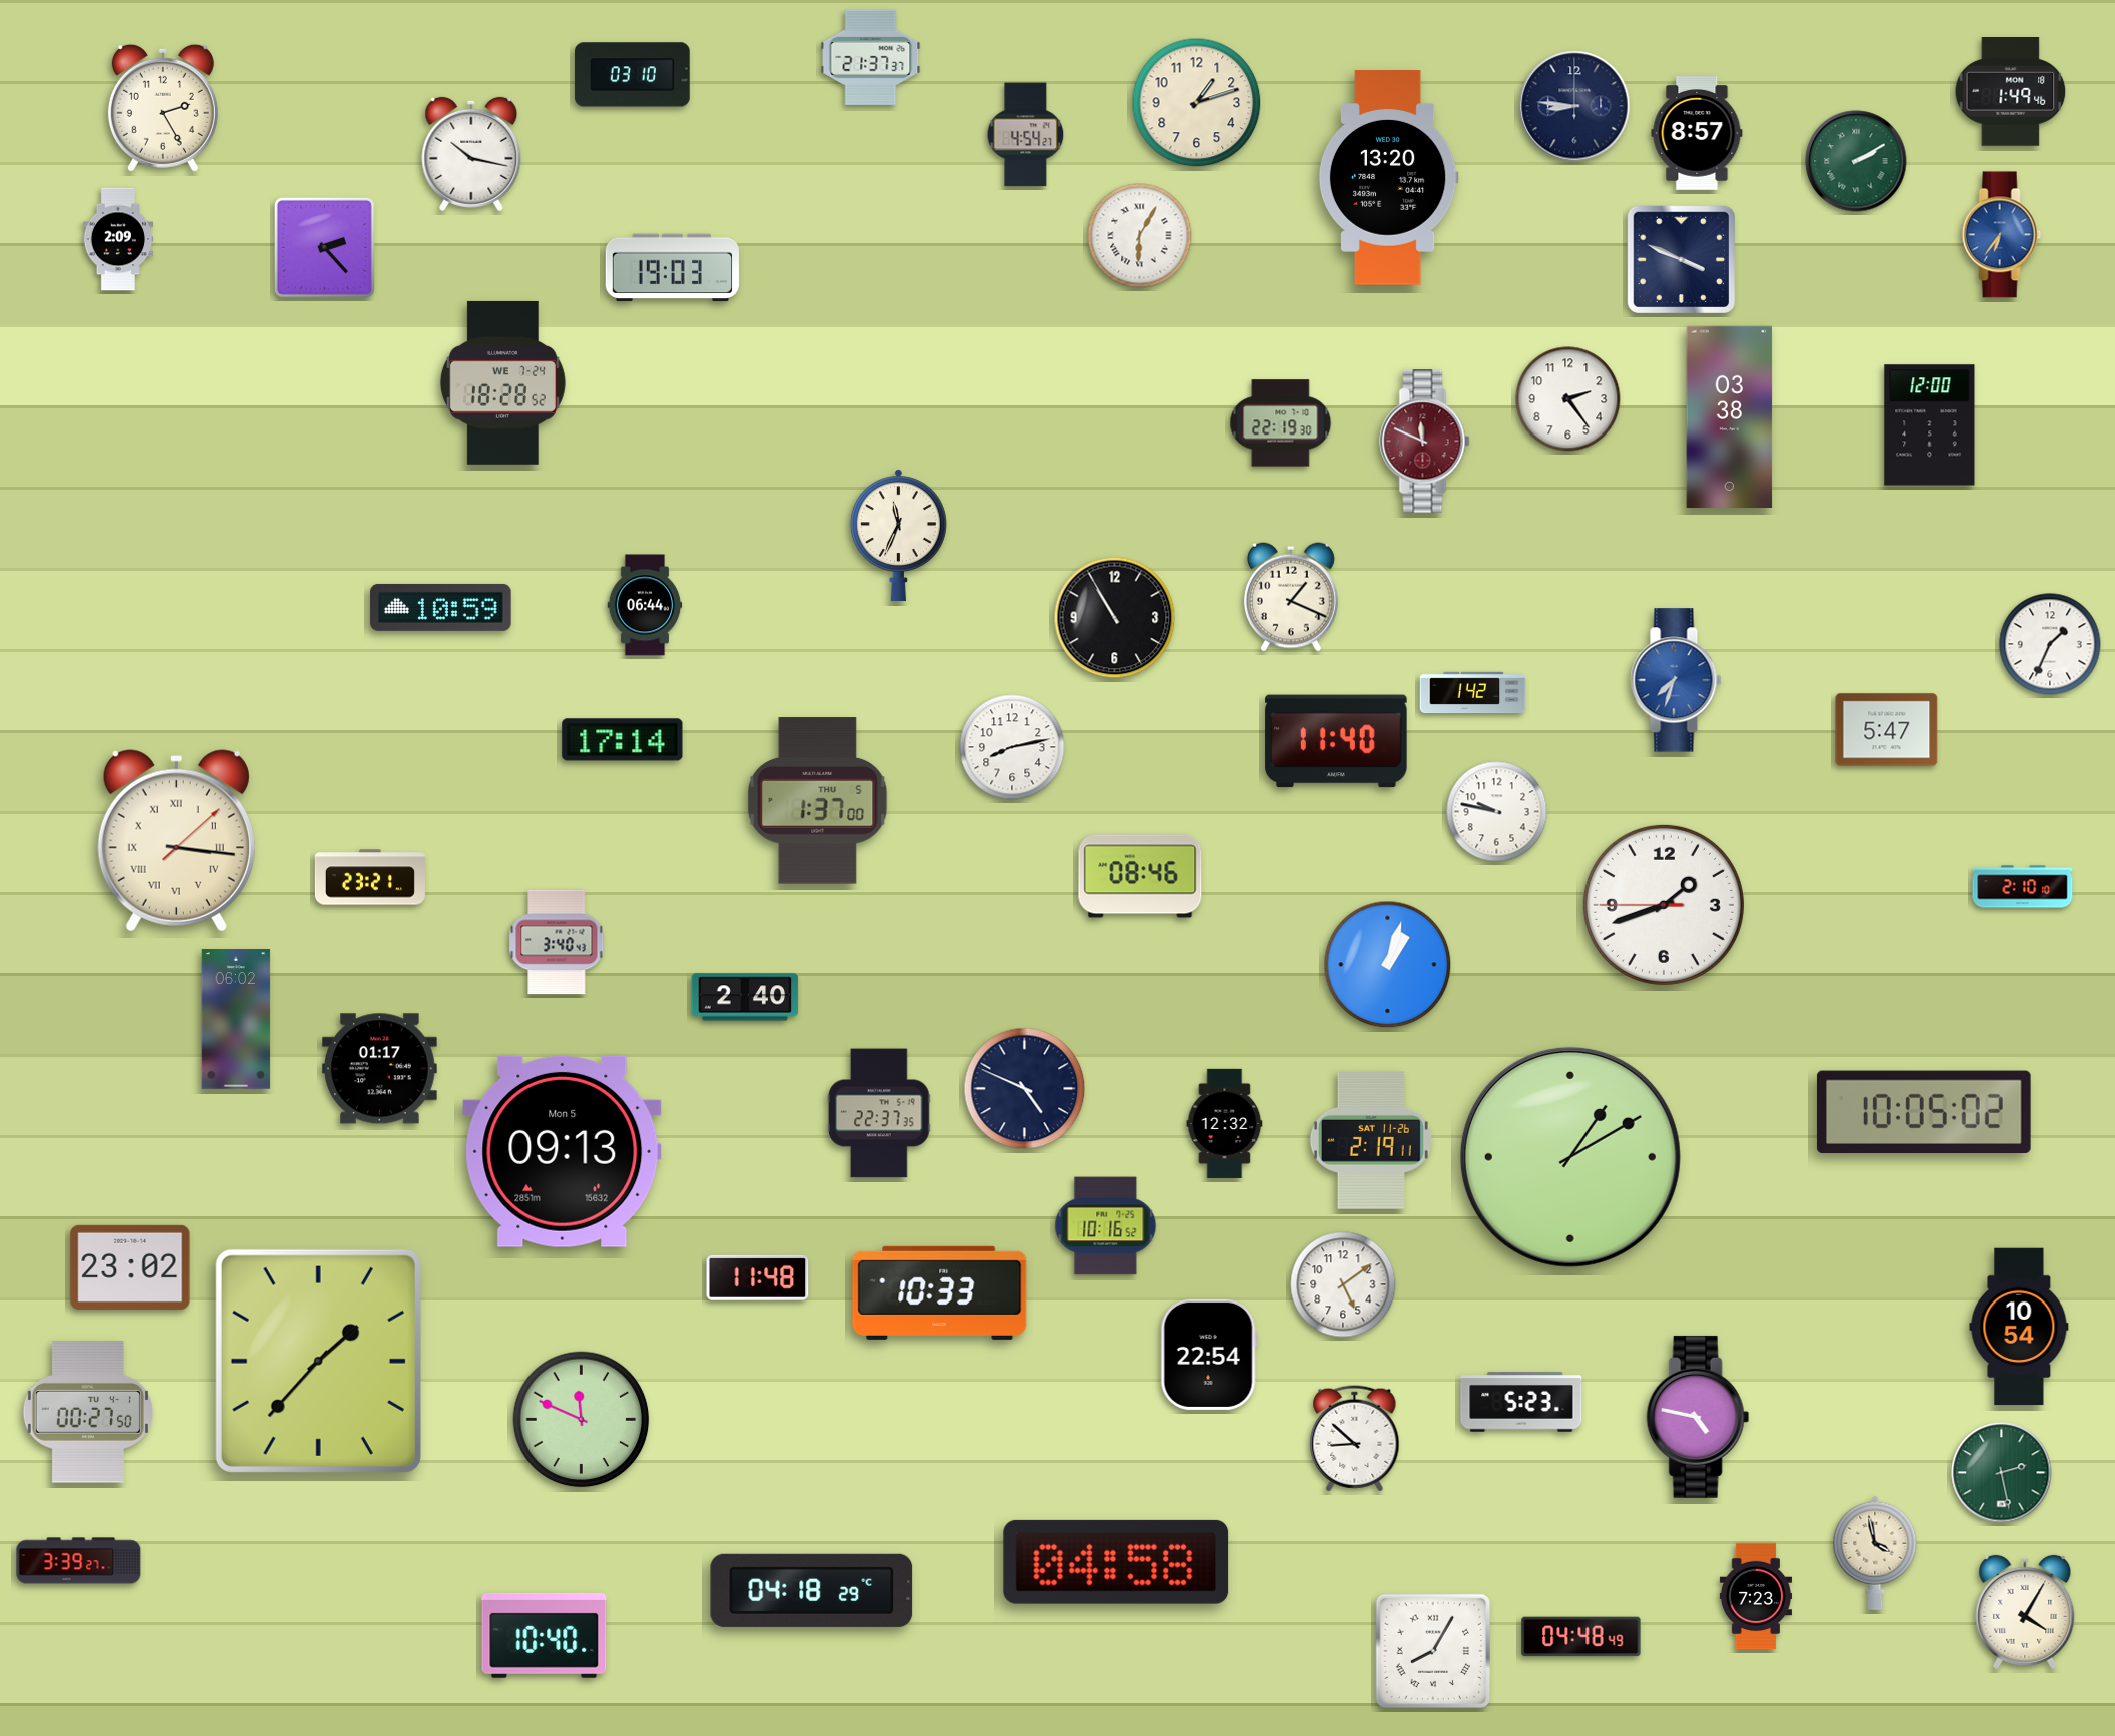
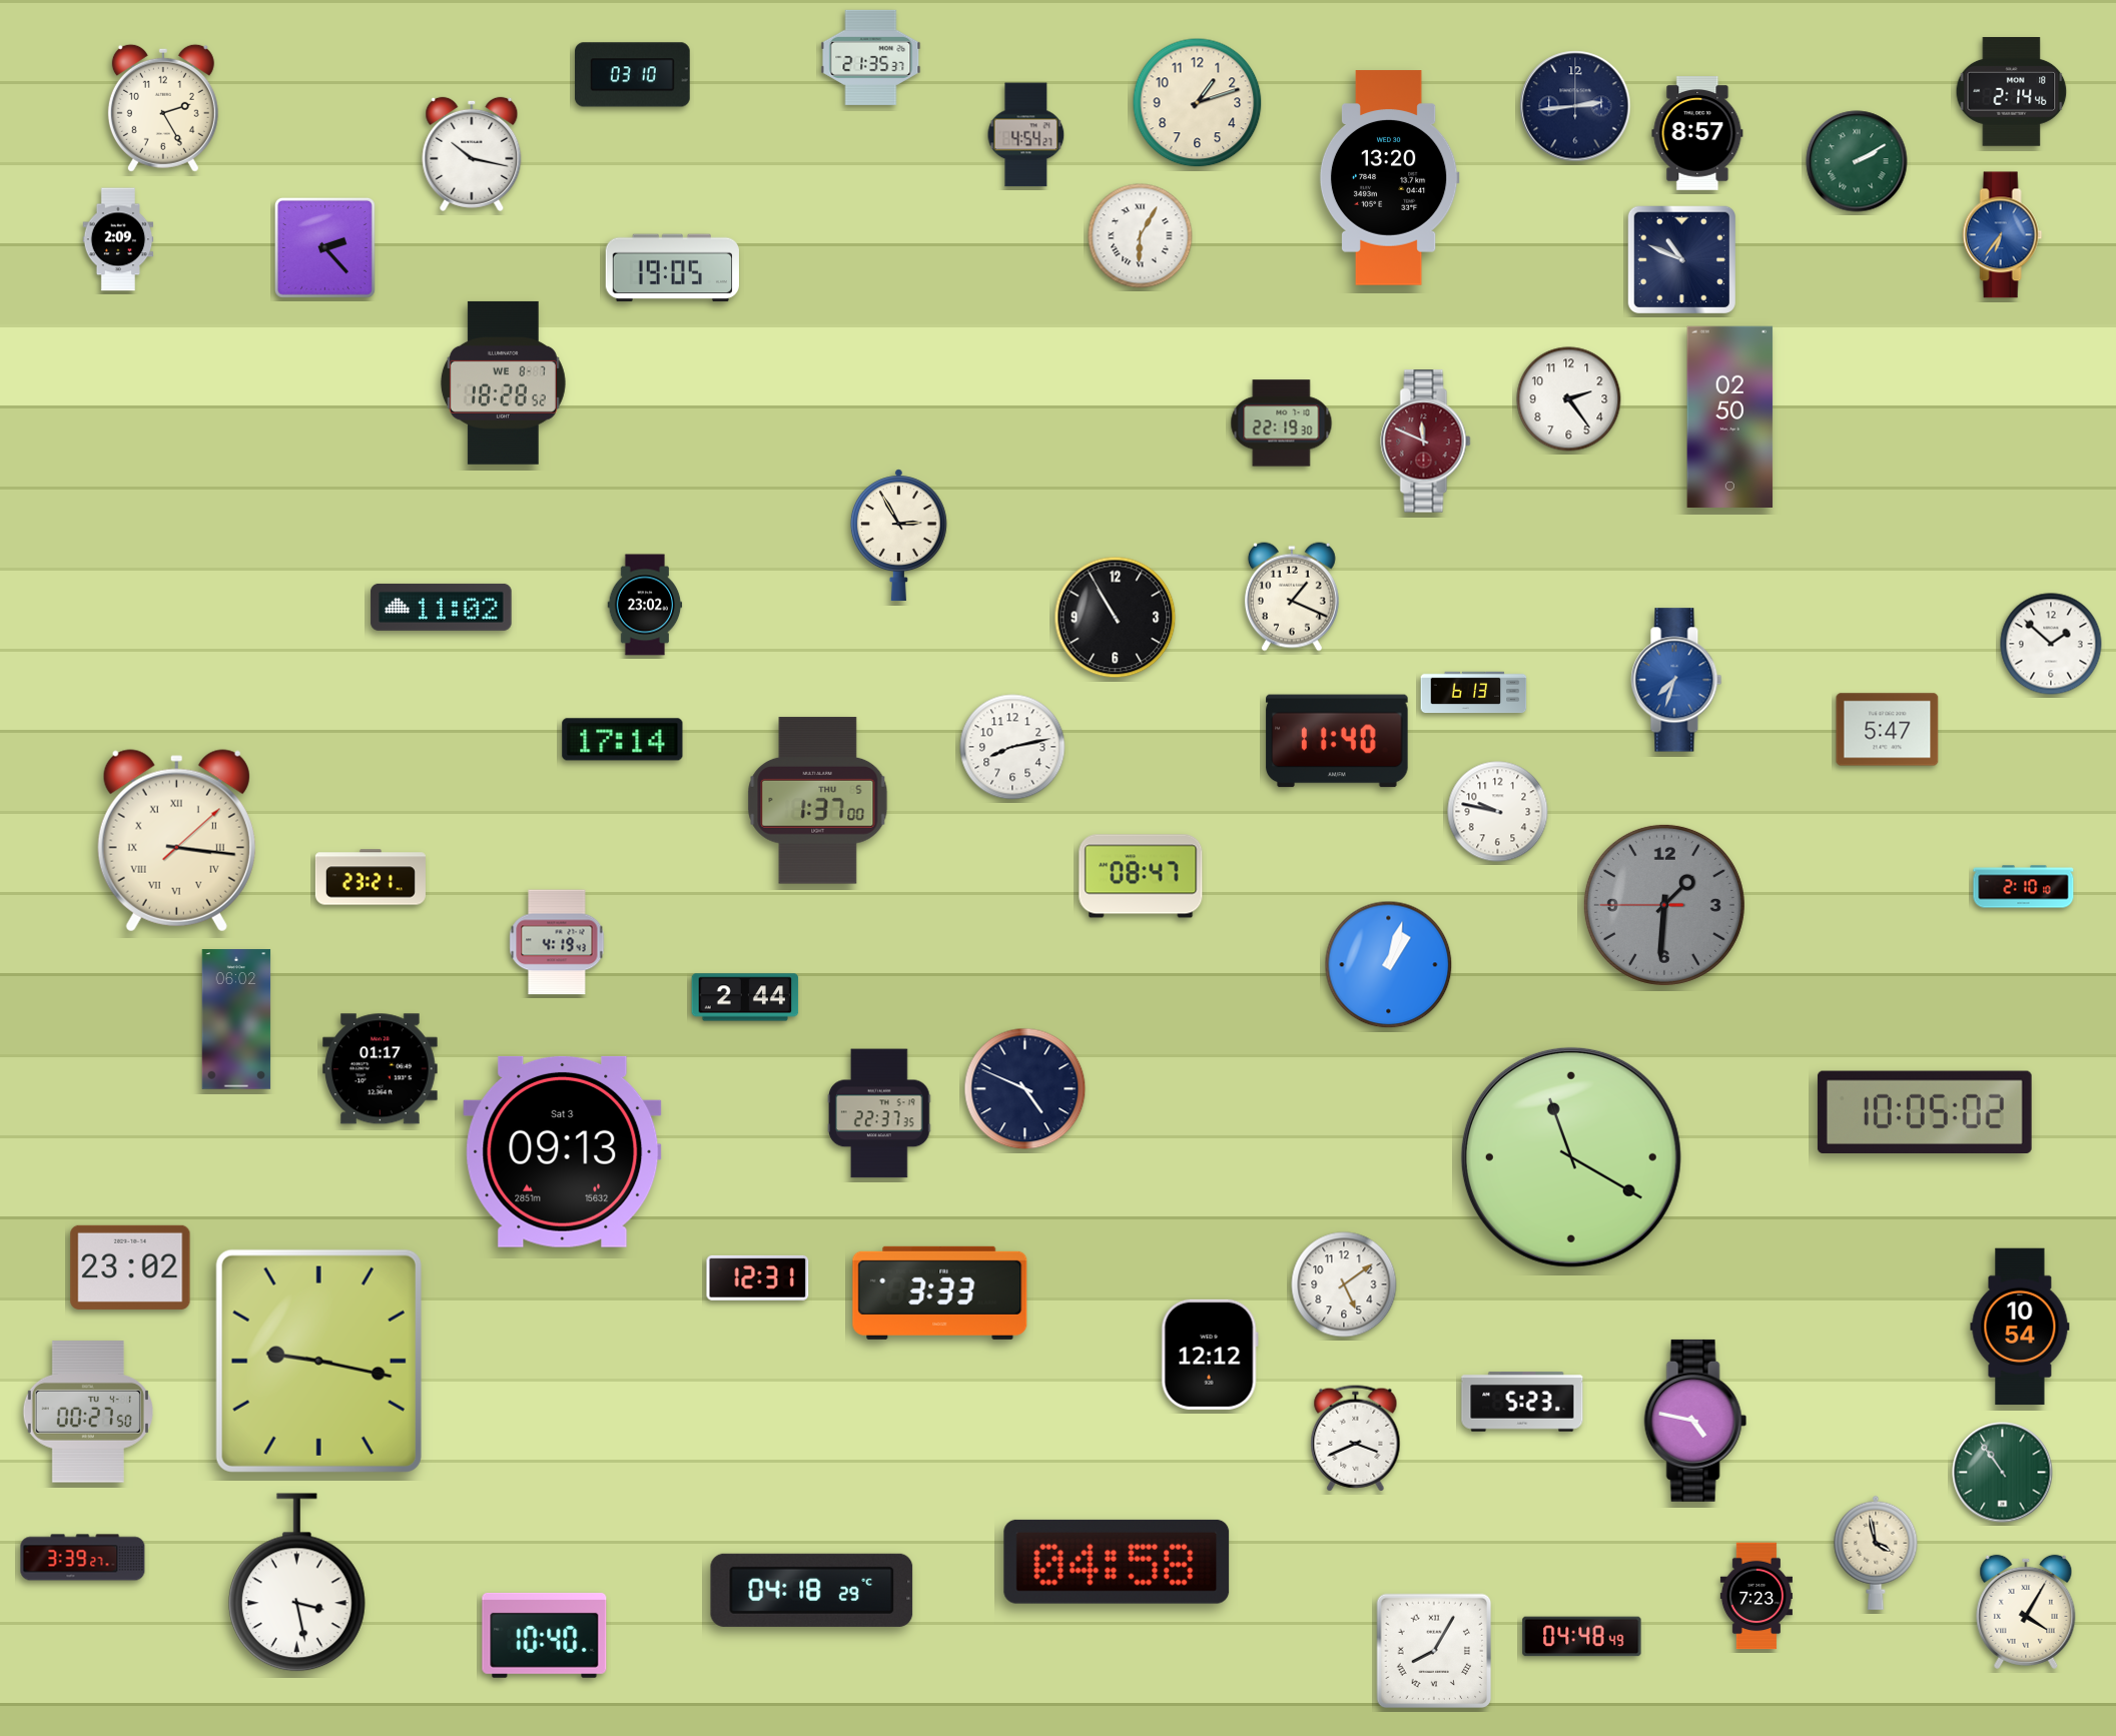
clock at (871, 57): 21:37 -> 21:35
clock at (2011, 92): 1:49 -> 2:14
clock at (1574, 106): 8:46 -> 2:44
clock at (1681, 259): 3:49 -> 10:49
clock at (672, 268): 19:03 -> 19:05
clock at (502, 382) date: WE 7-24 -> WE 8-7
clock at (1730, 416): 03:38 -> 02:50
clock at (1930, 425): 12:00 -> none
clock at (898, 536): 11:34 -> 2:55
clock at (645, 605): 06:44 -> 23:02
clock at (441, 607): 10:59 -> 11:02
clock at (2050, 644): 1:34 -> 1:52
clock at (1473, 693): 1:42 -> 6:13
clock at (1140, 876): 08:46 -> 08:47
clock at (1664, 905): 1:41 -> 1:30
clock at (1664, 905) dial: white -> grey
clock at (557, 942): 3:40 -> 4:19
clock at (745, 997): 2:40 -> 2:44
clock at (1225, 1123): 12:32 -> none
clock at (1371, 1140): 2:19 -> none
clock at (563, 1151) date: Mon 5 -> Sat 3
clock at (1570, 1157): 1:10 -> 11:20
clock at (1106, 1226): 10:16 -> none
clock at (758, 1277): 11:48 -> 12:31
clock at (940, 1292): 10:33 -> 3:33
clock at (1209, 1355): 22:54 -> 12:12
clock at (318, 1361): 1:37 -> 9:17
clock at (1698, 1417) position: (1698, 1417) -> (1695, 1421)
clock at (582, 1420): 11:49 -> none
clock at (1355, 1439): 8:52 -> 3:41
clock at (2002, 1473): 2:28 -> 10:54
clock at (79, 1561) position: (79, 1561) -> (83, 1558)
clock at (296, 1583): none -> 3:28
